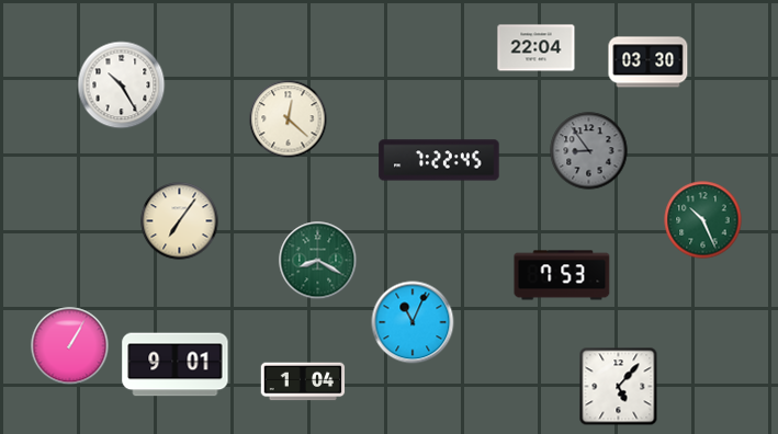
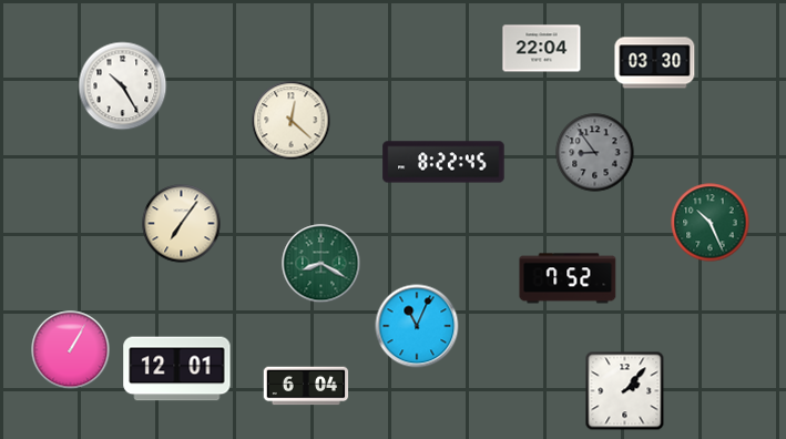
clock at (439, 160): 7:22 -> 8:22
clock at (562, 275): 7:53 -> 7:52
clock at (176, 365): 9:01 -> 12:01
clock at (303, 381): 1:04 -> 6:04
clock at (619, 387): 5:07 -> 2:07
